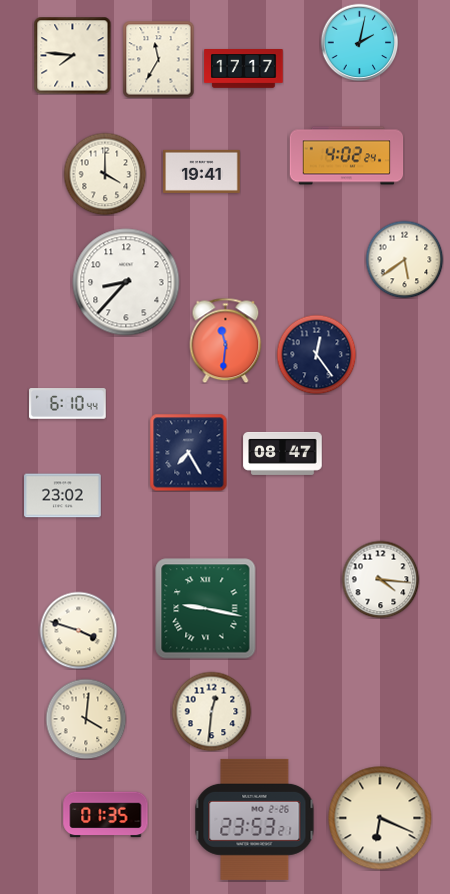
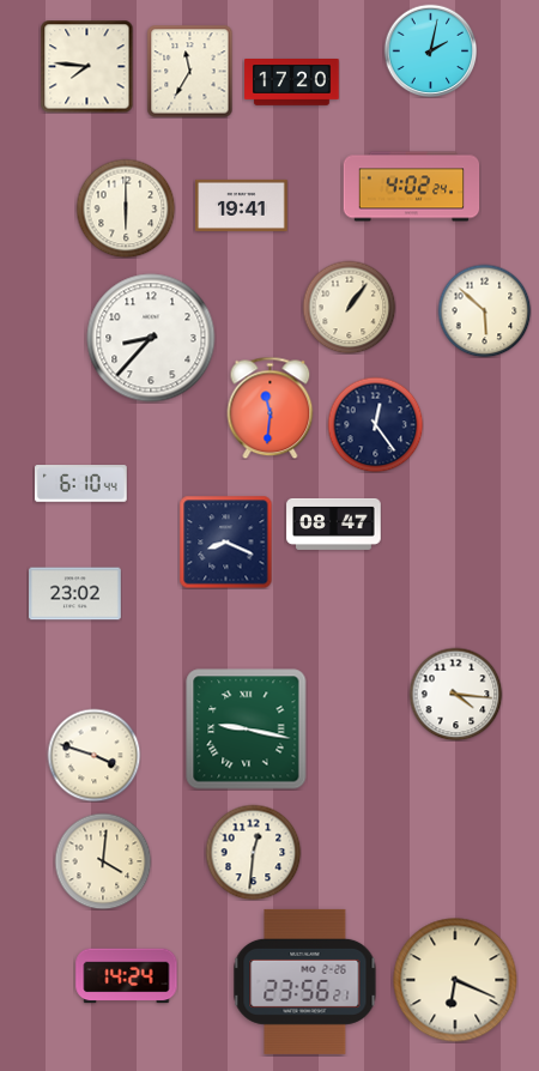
clock at (244, 69): 17:17 -> 17:20
clock at (347, 156) position: (347, 156) -> (412, 187)
clock at (105, 174): 4:00 -> 6:00
clock at (349, 307): none -> 1:06
clock at (404, 259): 5:39 -> 5:52
clock at (316, 354) position: (316, 354) -> (375, 424)
clock at (188, 452): 7:25 -> 8:19
clock at (283, 453) position: (283, 453) -> (334, 524)
clock at (106, 815): 01:35 -> 14:24
clock at (255, 819): 23:53 -> 23:56
